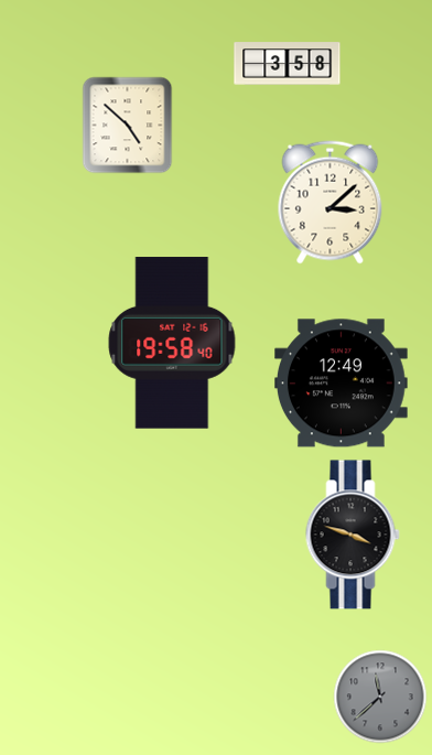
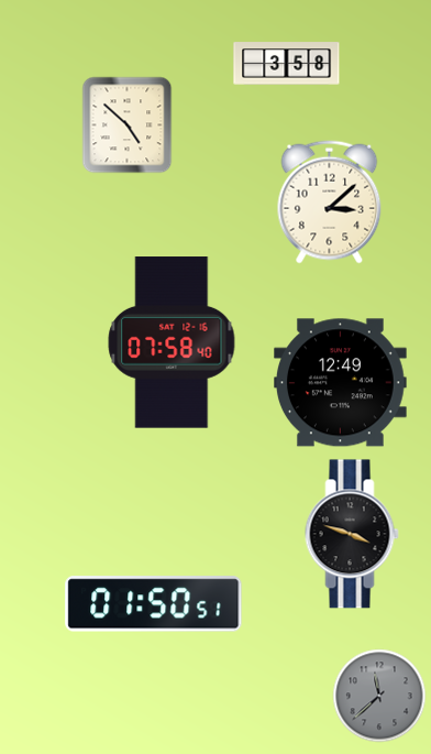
clock at (172, 343): 19:58 -> 07:58
clock at (154, 604): none -> 01:50
